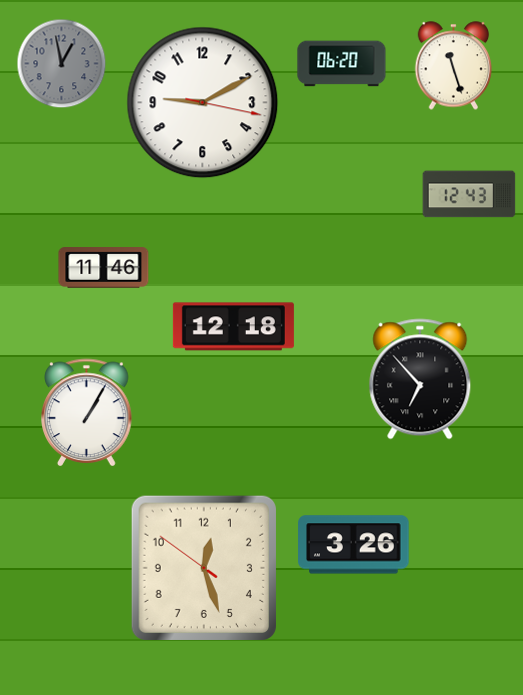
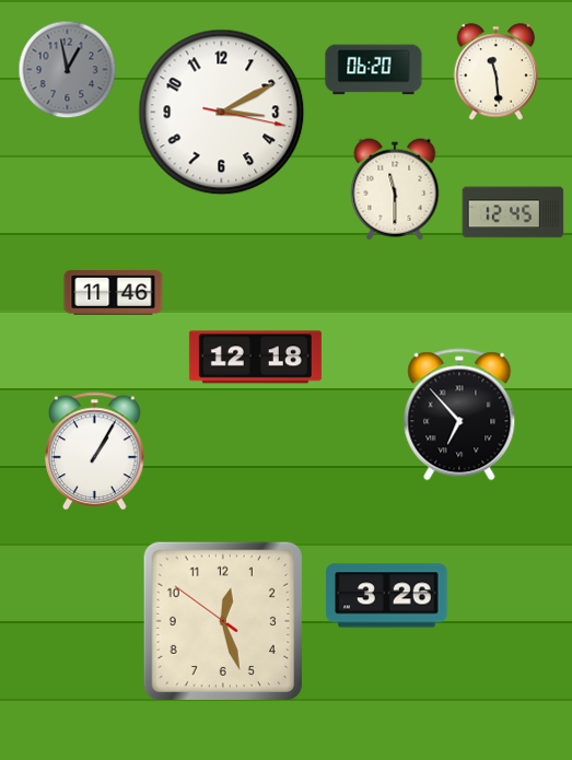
clock at (454, 66): 11:27 -> 11:29
clock at (203, 103): 9:10 -> 3:10
clock at (395, 189): none -> 11:30
clock at (469, 194): 12:43 -> 12:45
